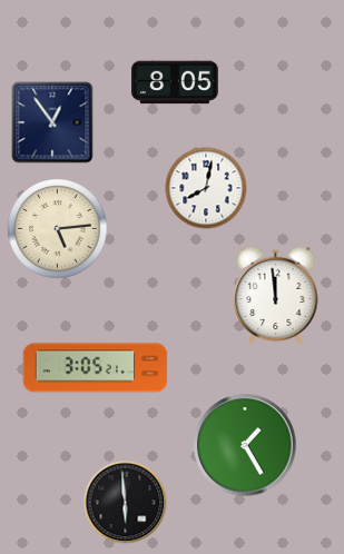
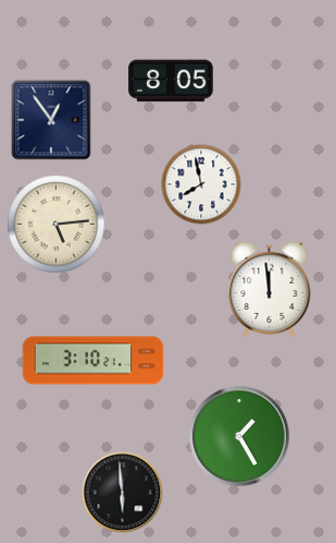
clock at (206, 188): 8:02 -> 7:58
clock at (96, 368): 3:05 -> 3:10
